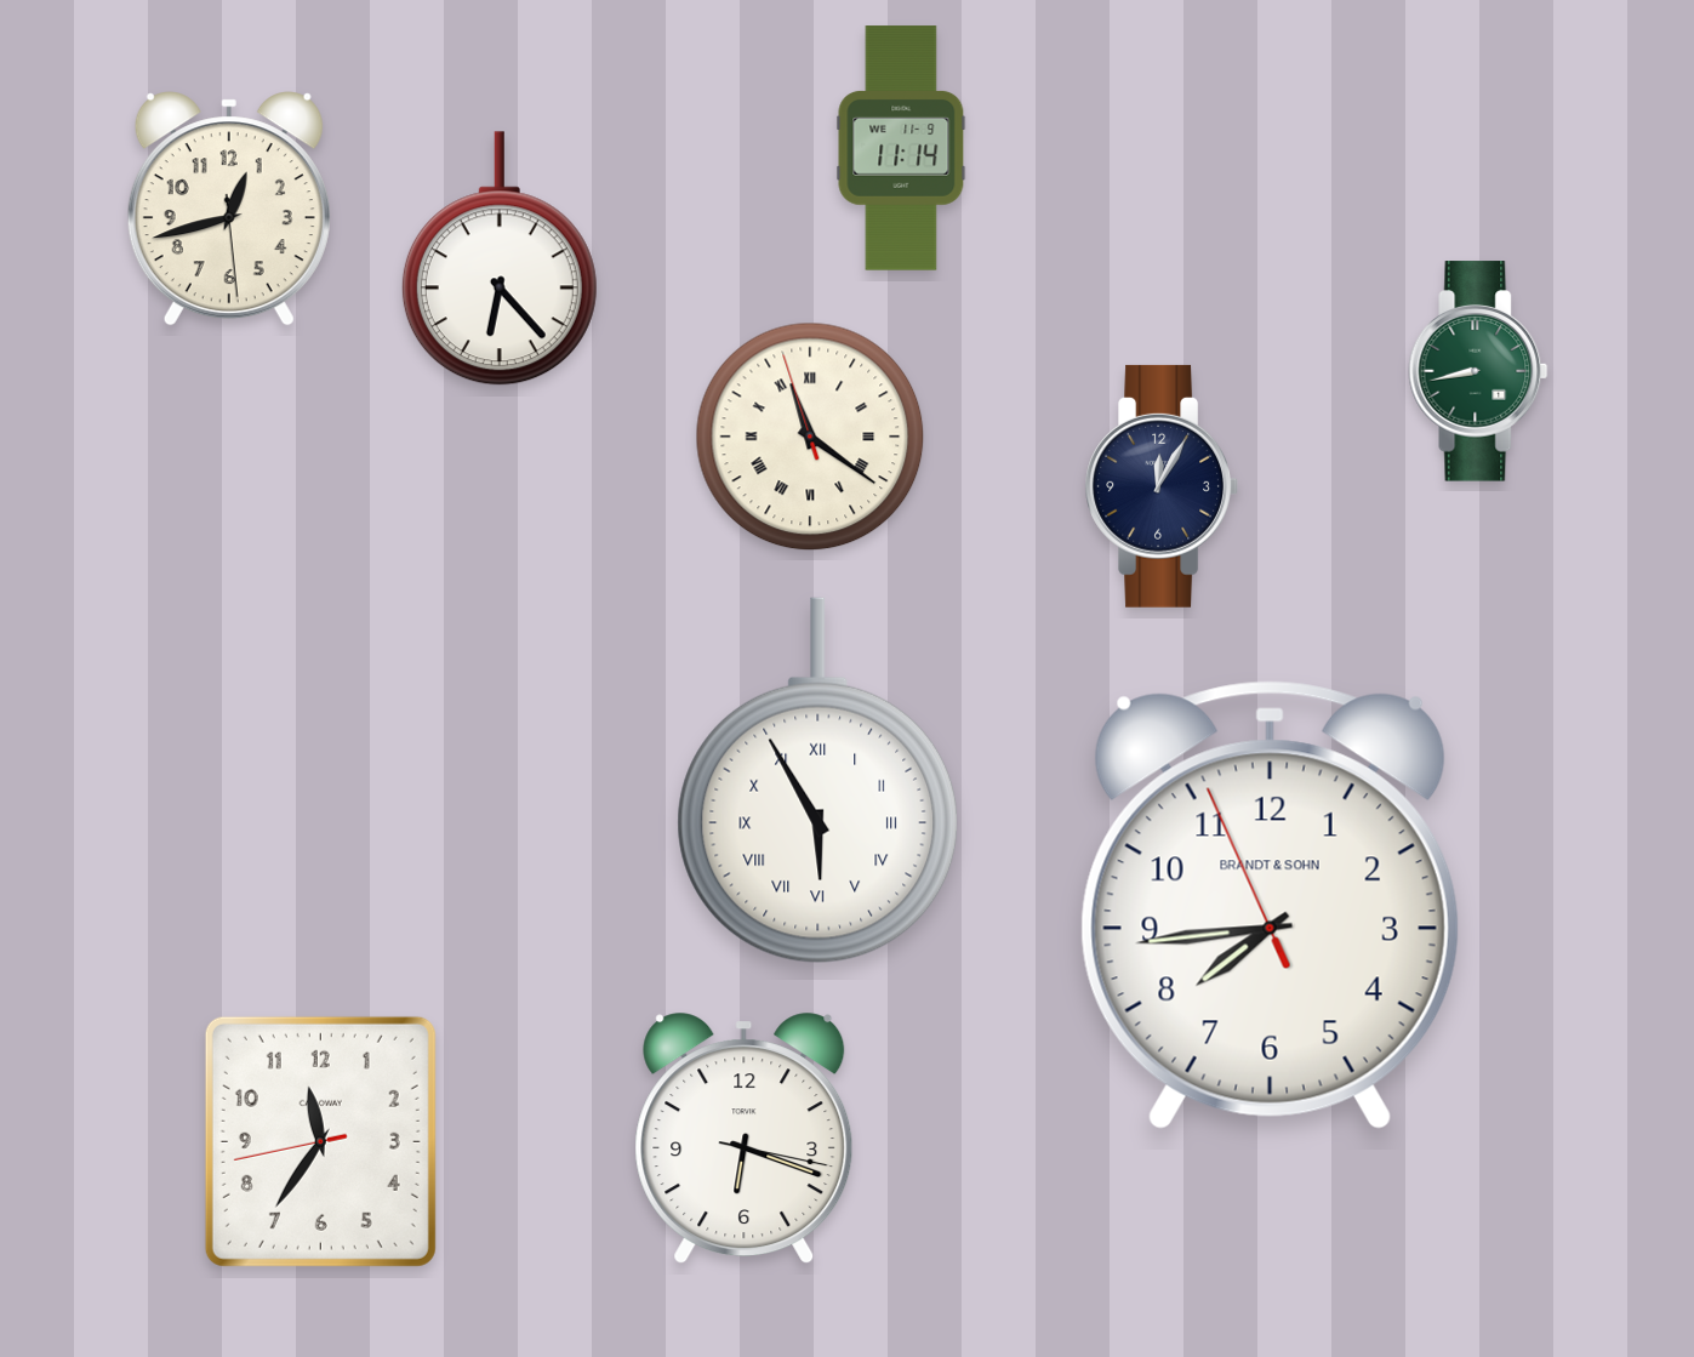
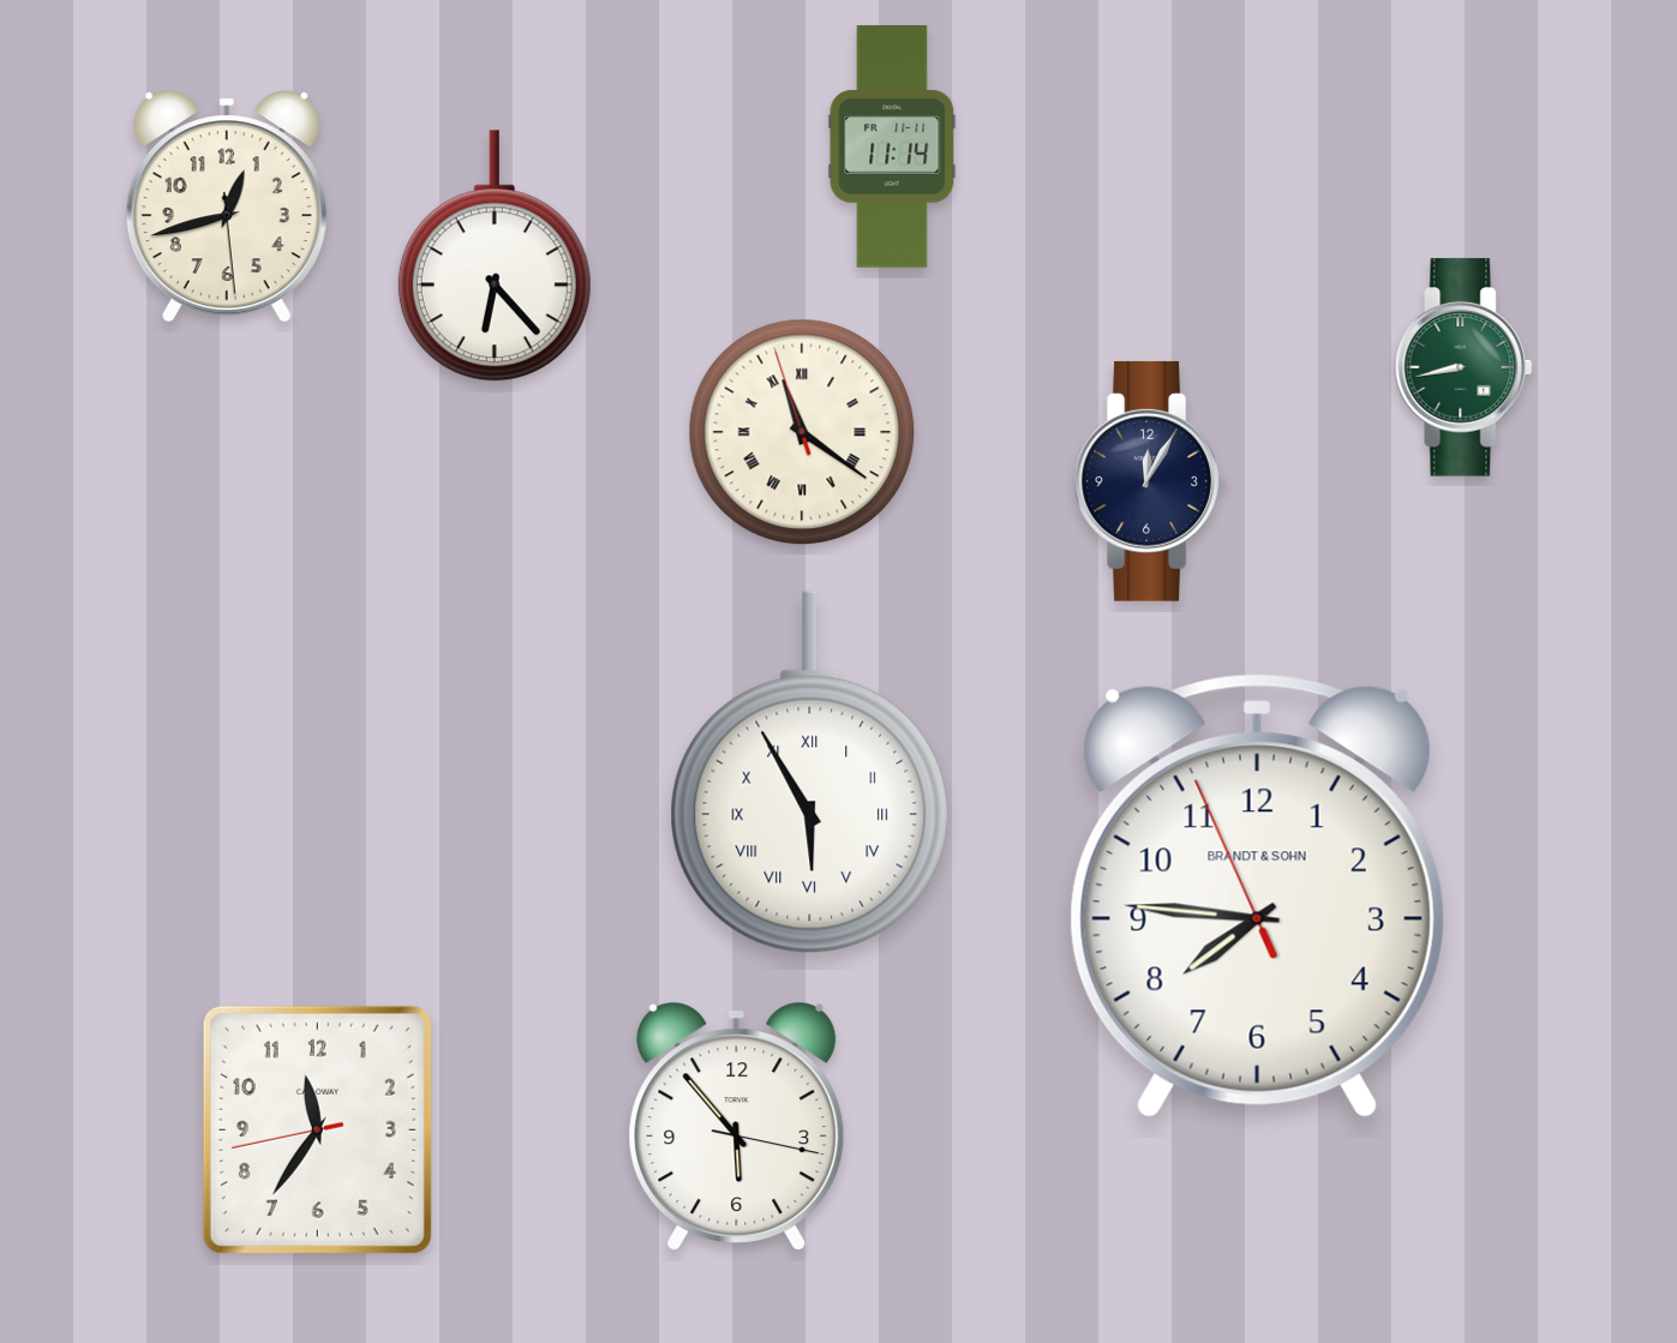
clock at (901, 148) date: WE 11-9 -> FR 11-11
clock at (1270, 905): 7:43 -> 7:45
clock at (745, 1139): 6:18 -> 5:53
